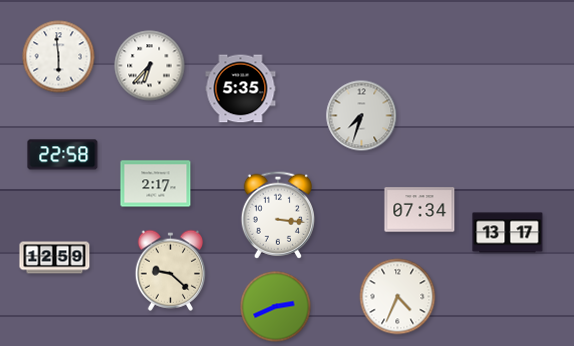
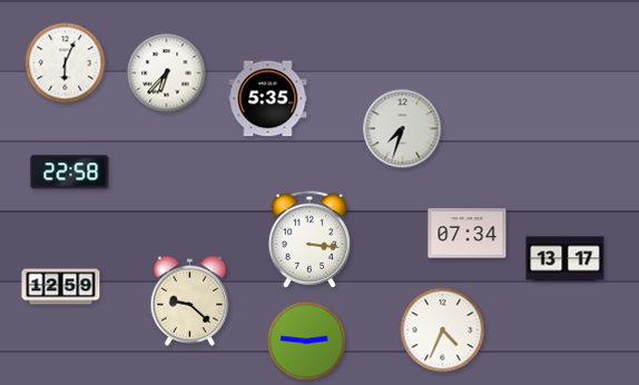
clock at (59, 57): 5:59 -> 6:04
clock at (156, 184): 2:17 -> none
clock at (276, 307): 2:41 -> 2:46
